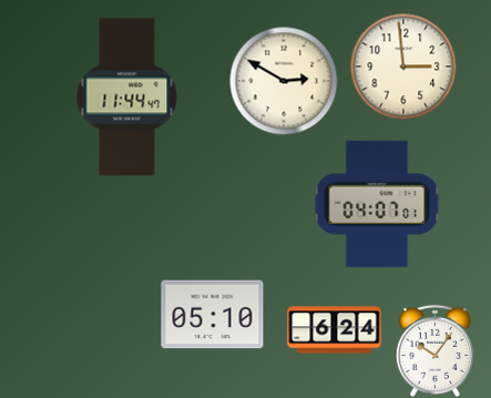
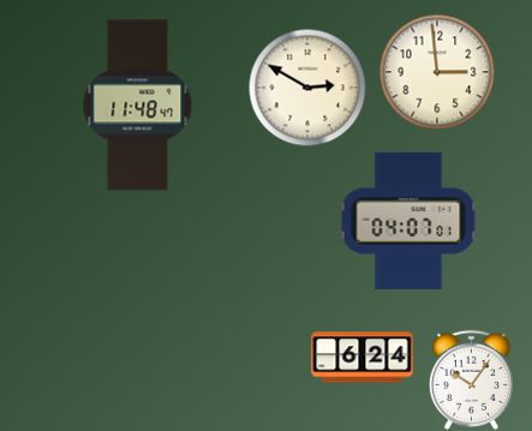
clock at (127, 98): 11:44 -> 11:48
clock at (213, 315): 05:10 -> none
